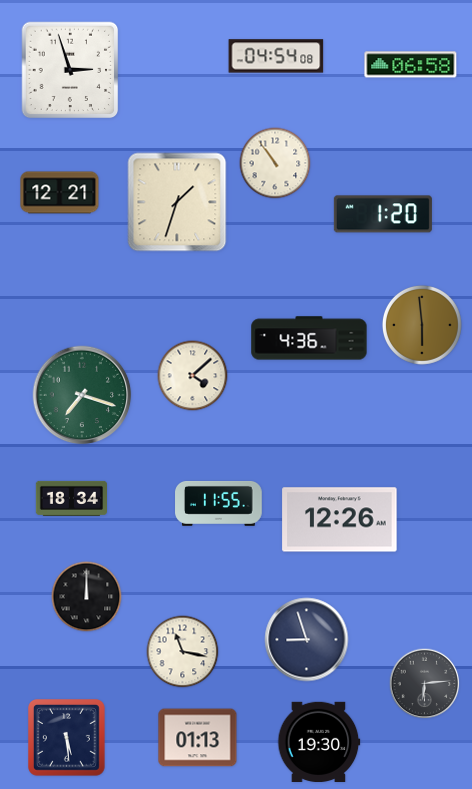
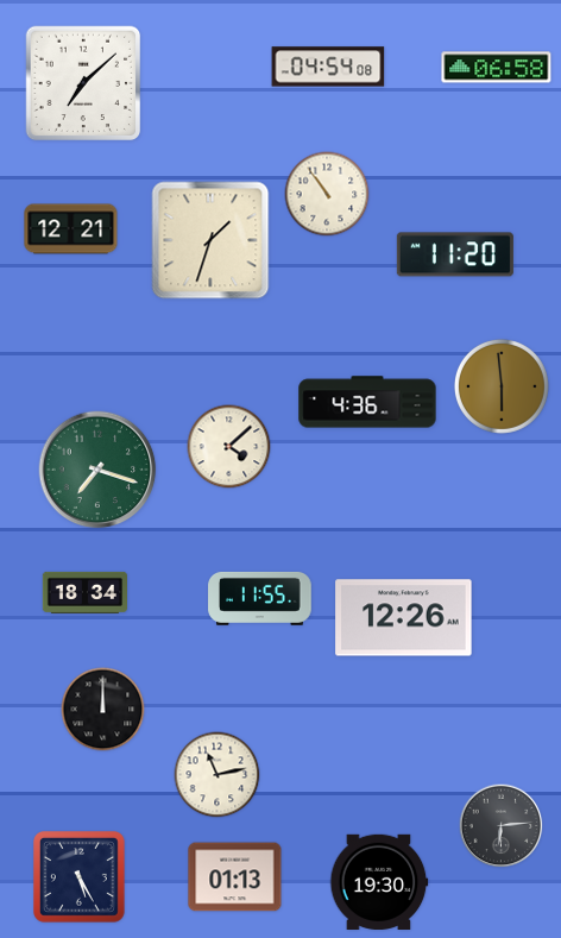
clock at (411, 65) position: (411, 65) -> (497, 68)
clock at (70, 70): 2:57 -> 7:08
clock at (383, 214): 1:20 -> 11:20
clock at (307, 640): 8:57 -> none
clock at (183, 652): 11:17 -> 11:13
clock at (425, 684) position: (425, 684) -> (502, 826)
clock at (67, 738): 5:29 -> 5:25
